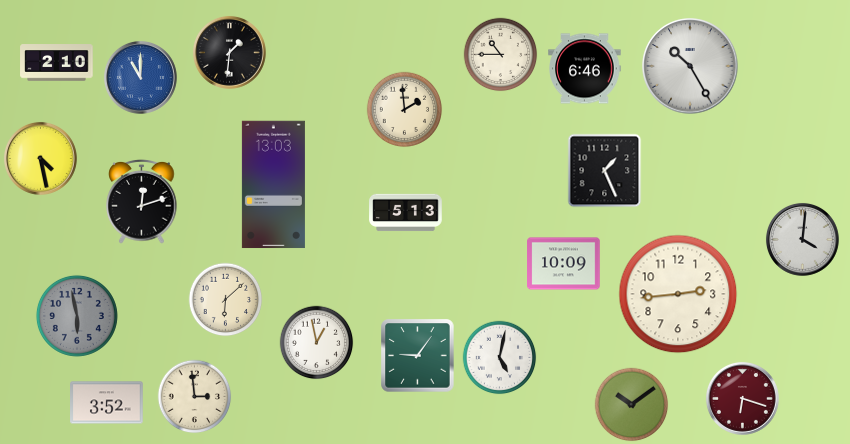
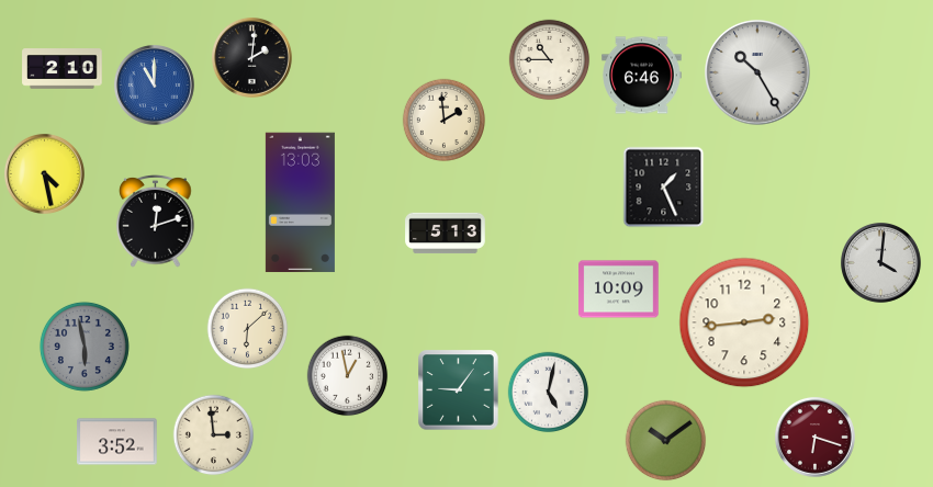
clock at (229, 52): 1:31 -> 2:01
clock at (632, 405) position: (632, 405) -> (666, 441)
